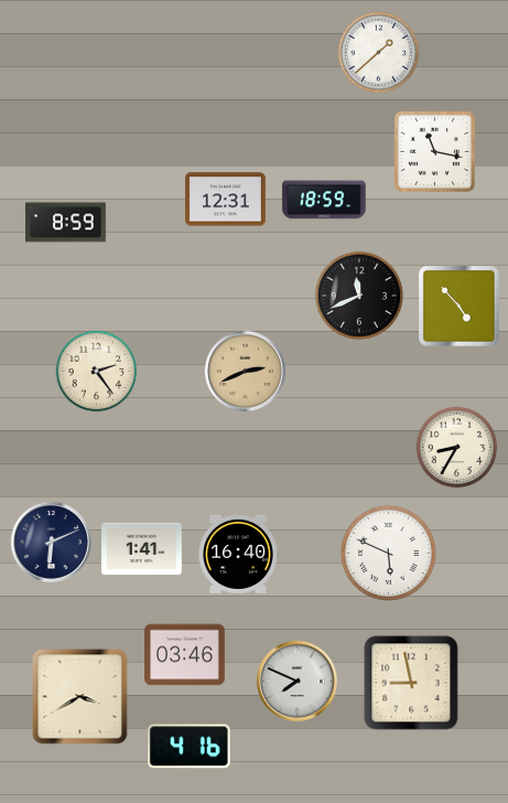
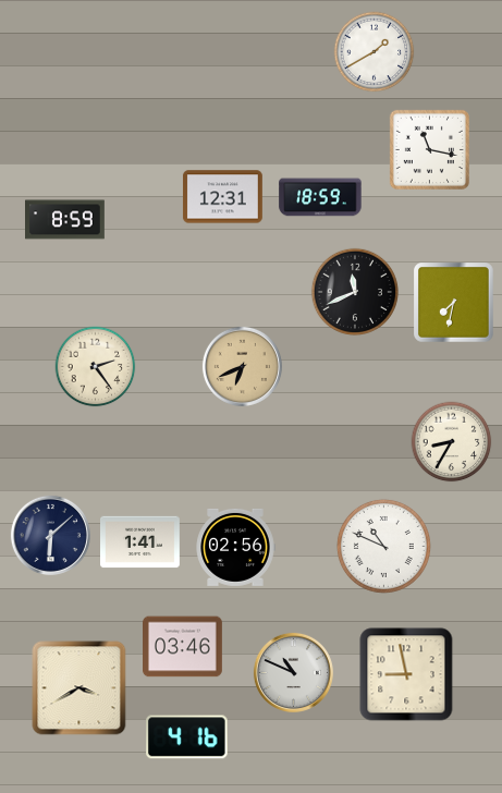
clock at (379, 53): 1:38 -> 1:40
clock at (460, 307): 4:53 -> 7:32
clock at (245, 371): 2:41 -> 6:41
clock at (51, 542): 6:11 -> 6:08
clock at (388, 553): 5:49 -> 10:49
clock at (238, 554): 16:40 -> 02:56
clock at (296, 681): 7:49 -> 10:49
